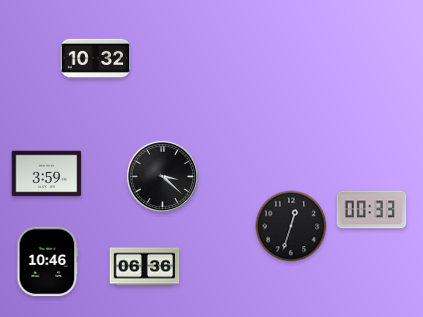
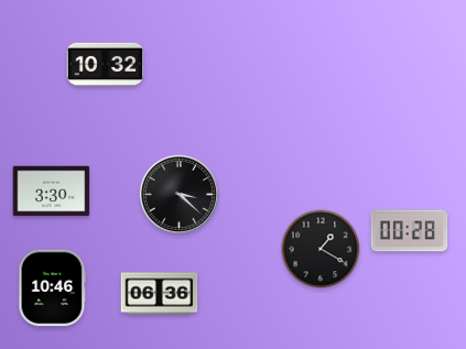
clock at (47, 174): 3:59 -> 3:30
clock at (372, 210): 00:33 -> 00:28
clock at (291, 226): 12:33 -> 1:20
